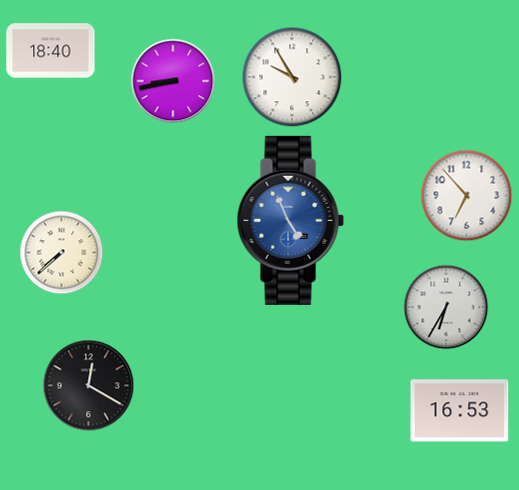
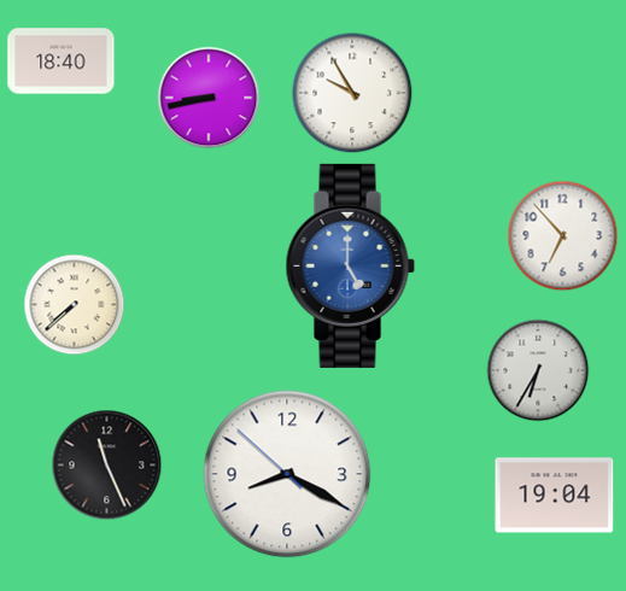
clock at (290, 220): 4:56 -> 5:00
clock at (89, 386): 12:20 -> 11:26
clock at (287, 474): none -> 8:19
clock at (460, 411): 16:53 -> 19:04
